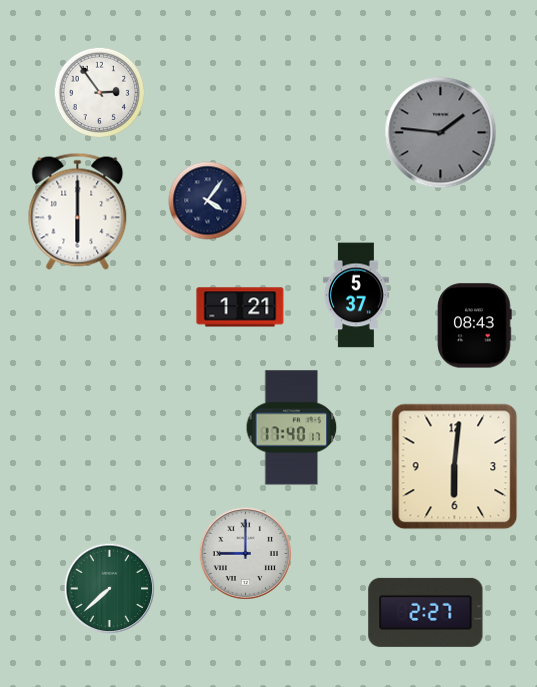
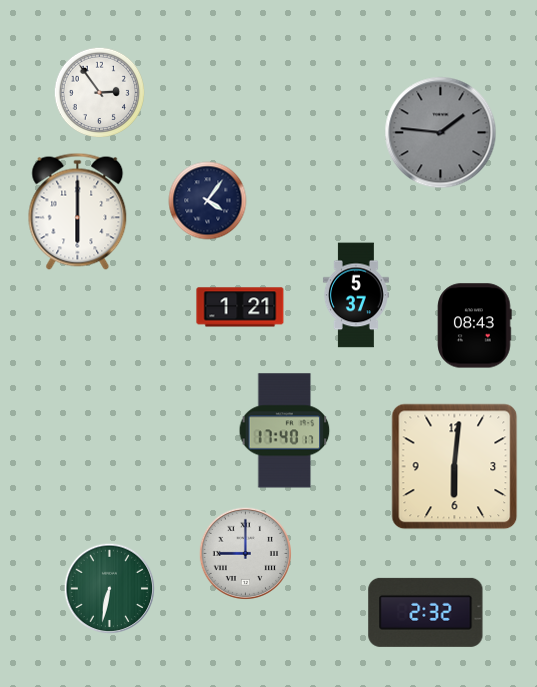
clock at (292, 428) position: (292, 428) -> (285, 431)
clock at (110, 589): 7:38 -> 6:32
clock at (426, 612): 2:27 -> 2:32
